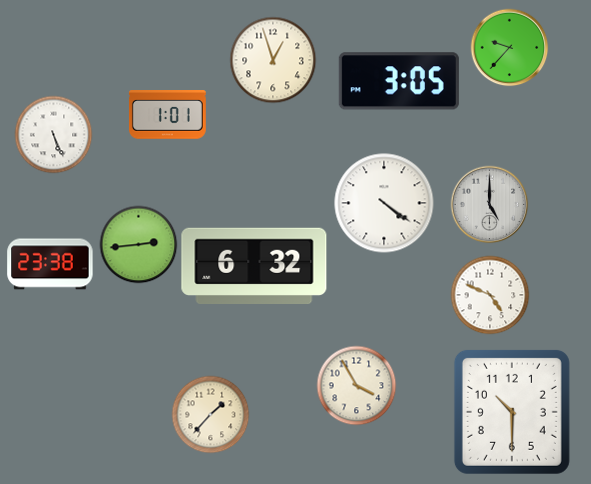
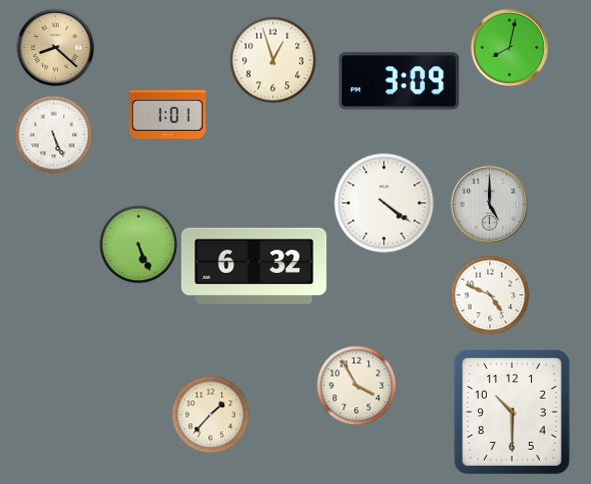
clock at (55, 47): none -> 8:22
clock at (509, 47): 9:37 -> 8:02
clock at (399, 81): 3:05 -> 3:09
clock at (138, 244): 2:44 -> 5:26
clock at (50, 264): 23:38 -> none
